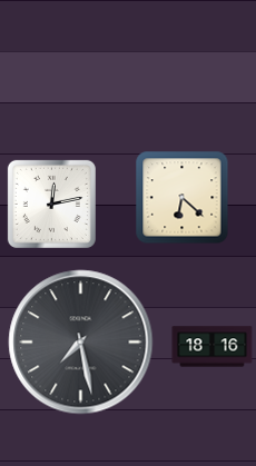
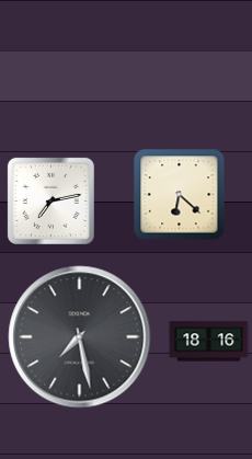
clock at (51, 204): 12:13 -> 7:13
